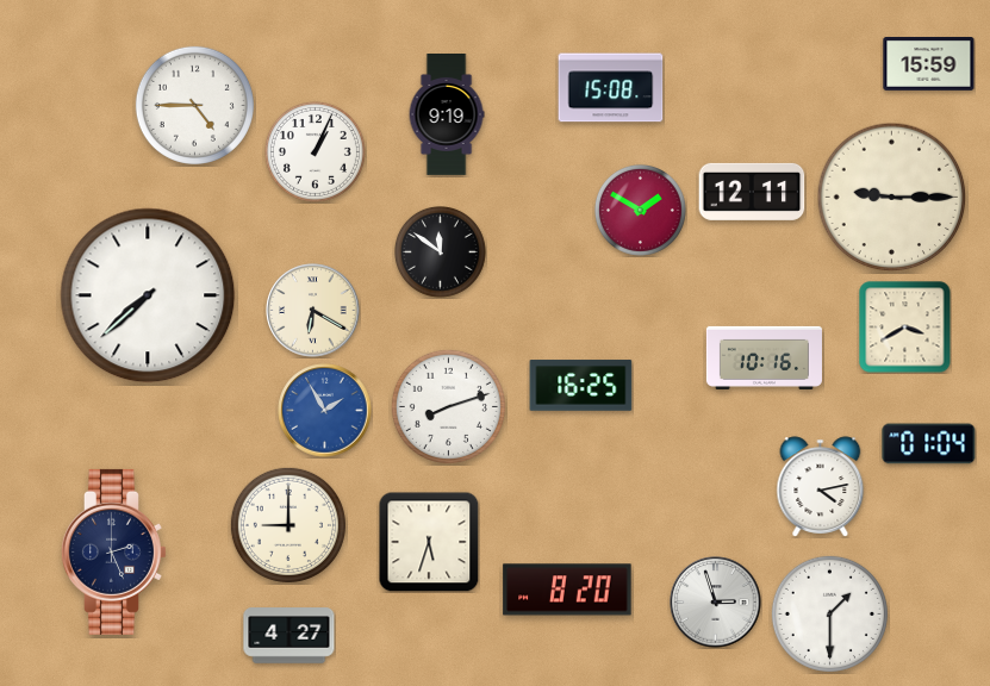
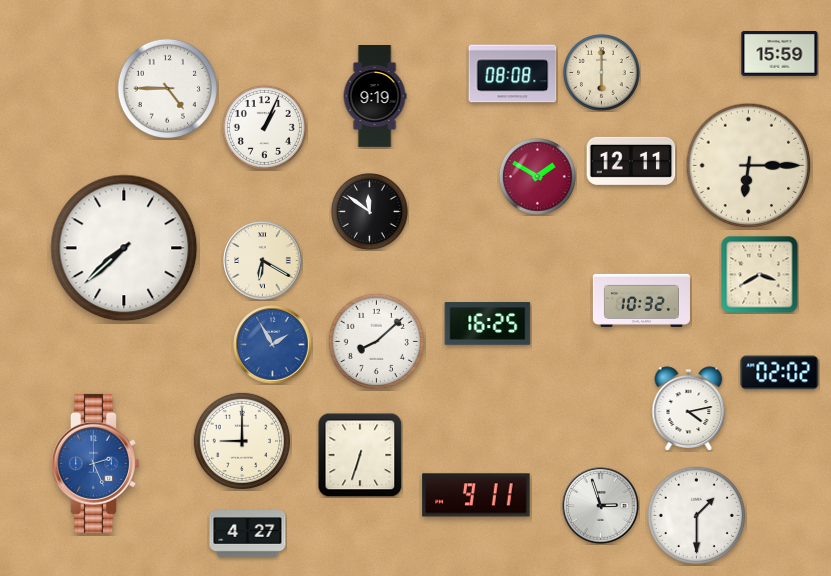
clock at (602, 73): none -> 6:00
clock at (611, 88): 15:08 -> 08:08
clock at (194, 105) position: (194, 105) -> (167, 88)
clock at (892, 198): 9:15 -> 6:15
clock at (764, 357): 10:16 -> 10:32
clock at (448, 406): 8:12 -> 8:08
clock at (929, 444): 01:04 -> 02:02
clock at (429, 542): 5:33 -> 6:33
clock at (114, 551) dial: navy -> blue
clock at (567, 590): 8:20 -> 9:11
clock at (289, 636) position: (289, 636) -> (248, 534)
